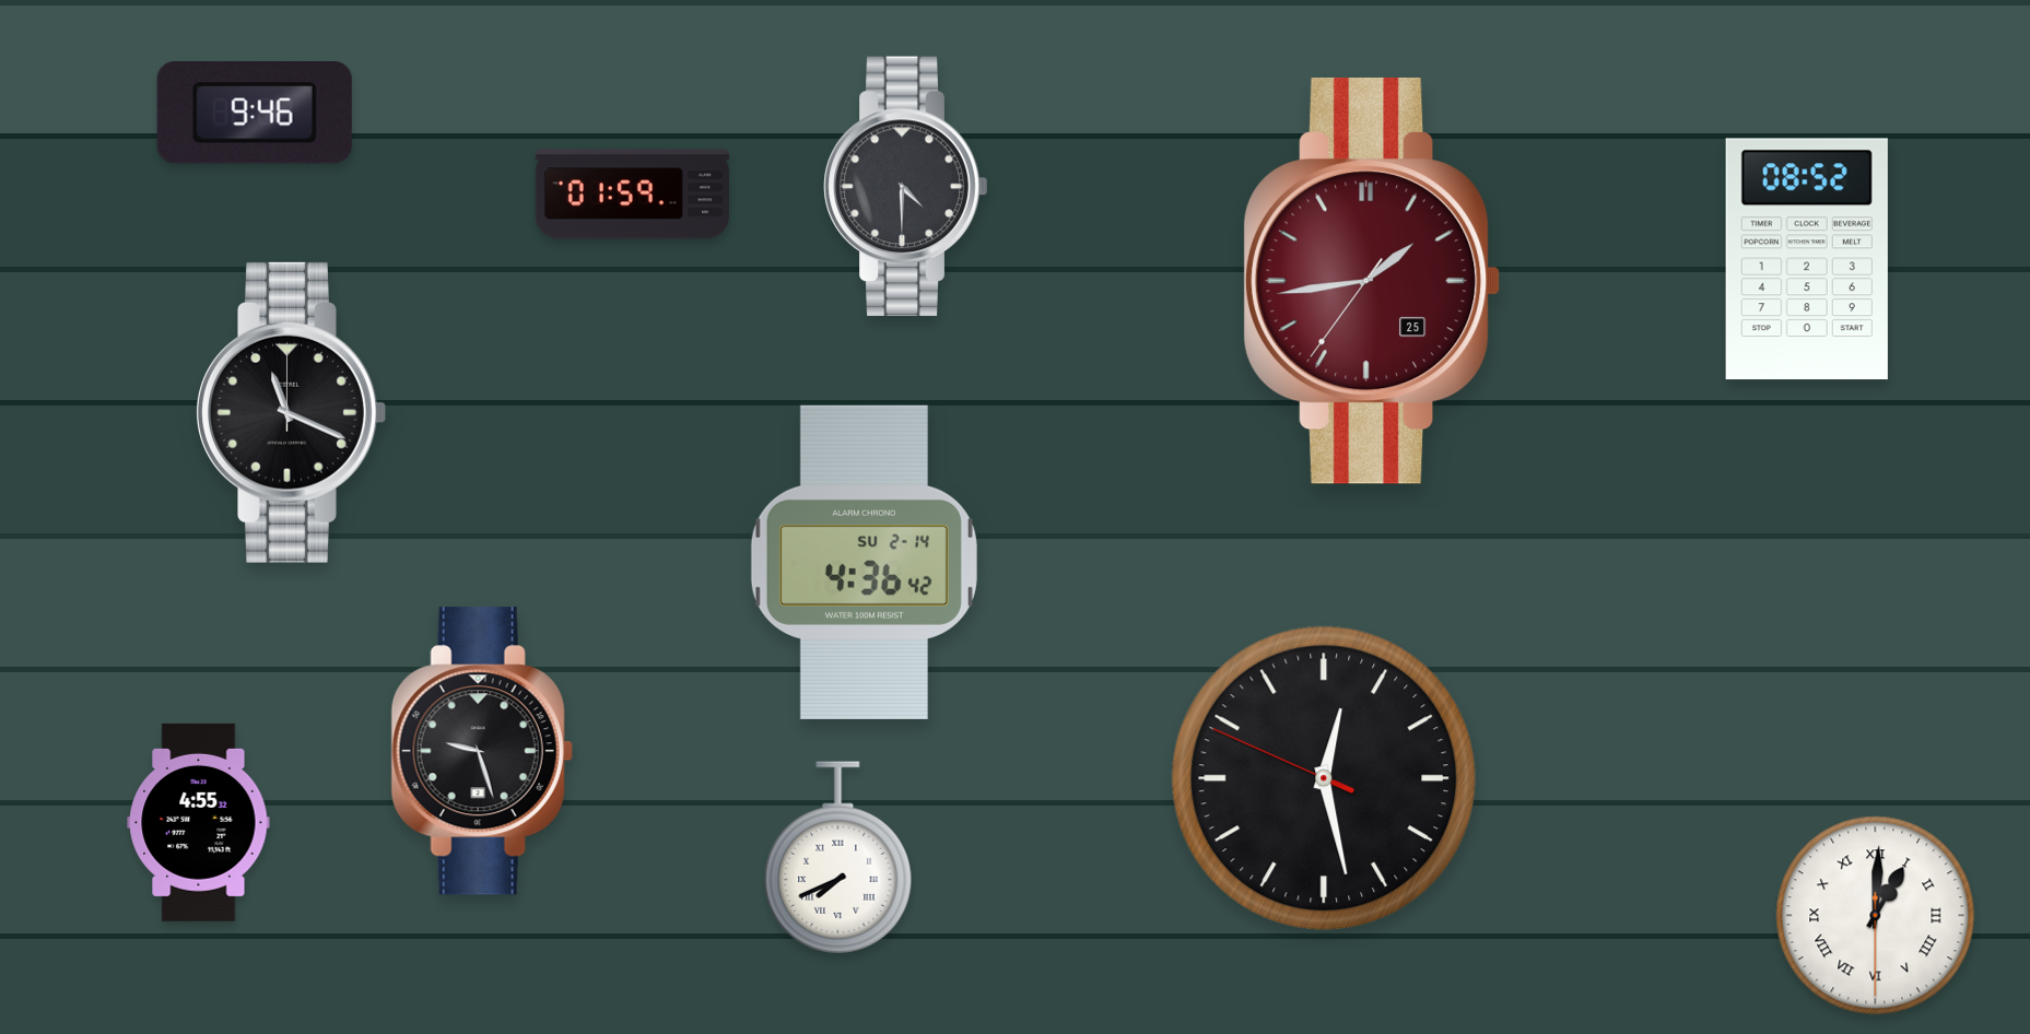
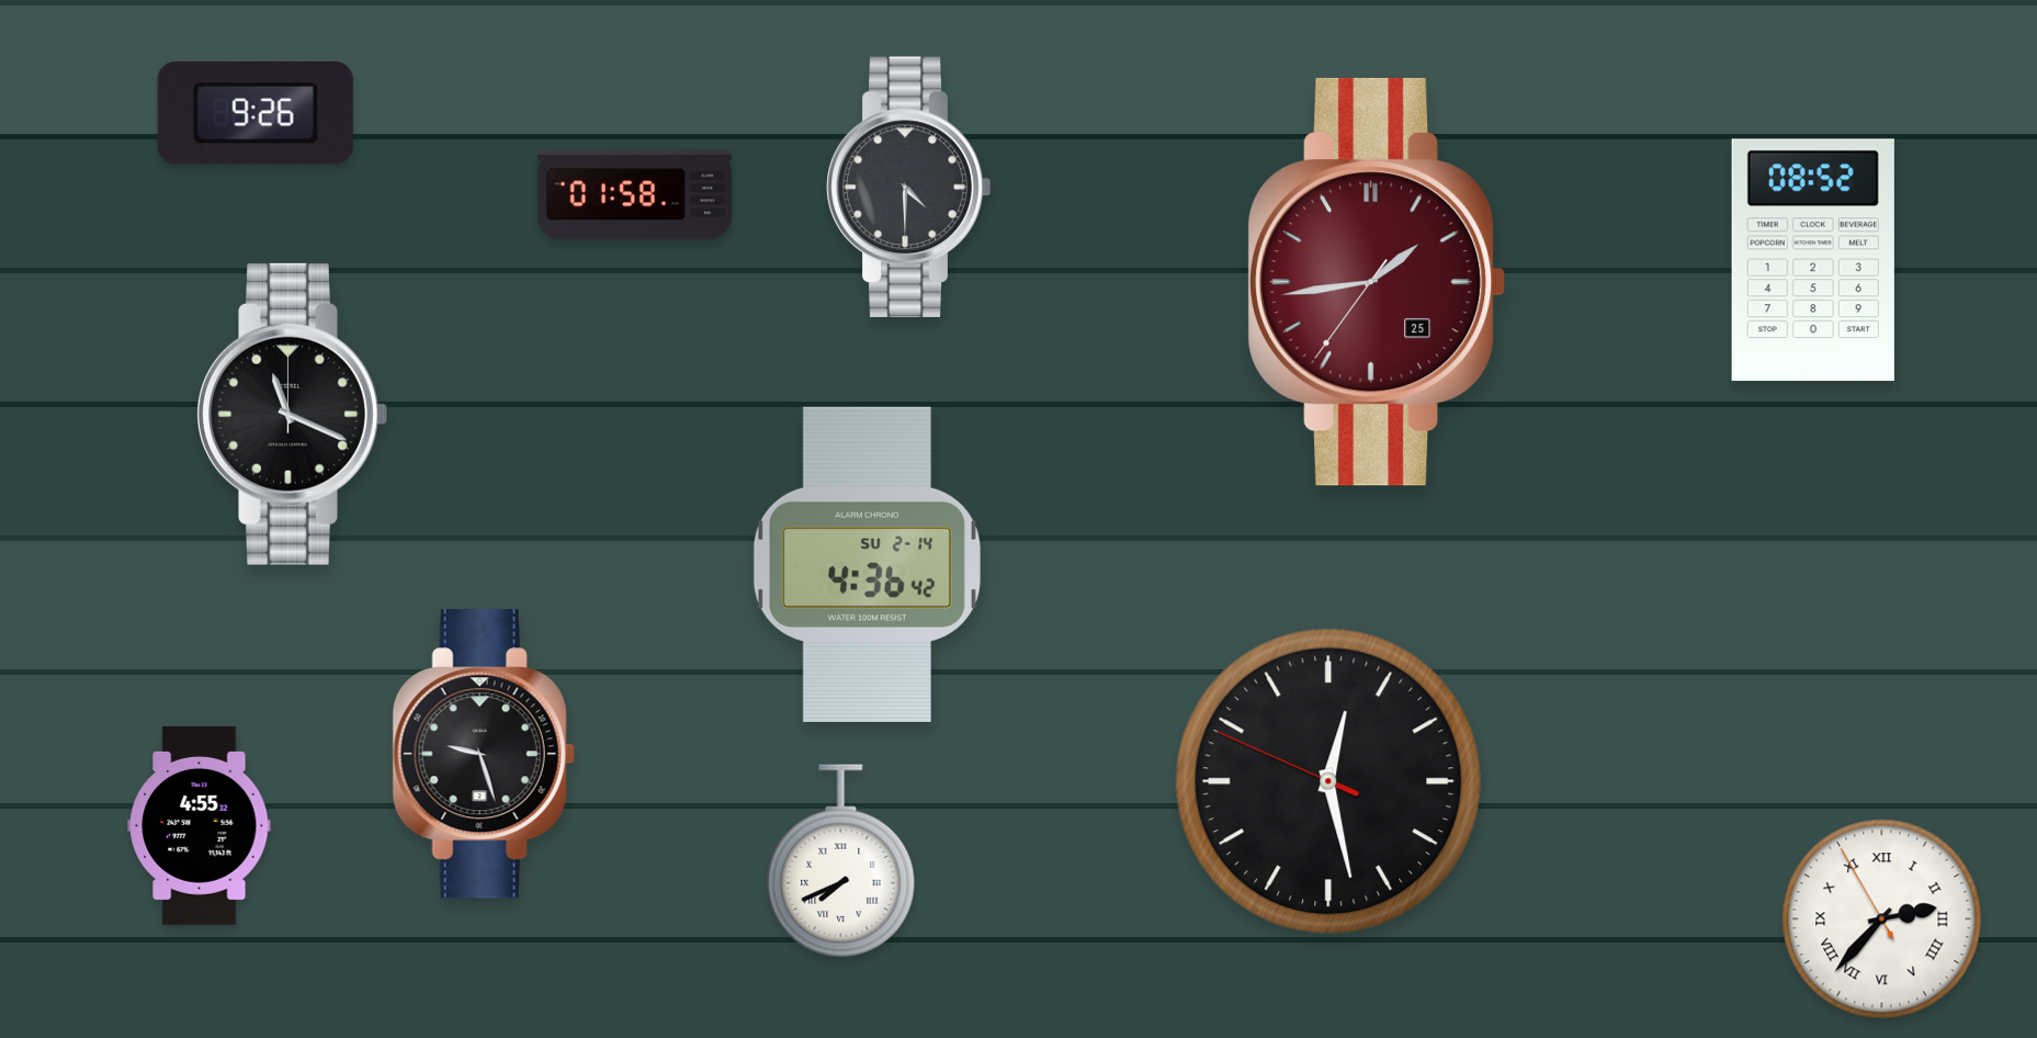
clock at (255, 114): 9:46 -> 9:26
clock at (632, 195): 01:59 -> 01:58
clock at (1876, 916): 1:00 -> 2:36
